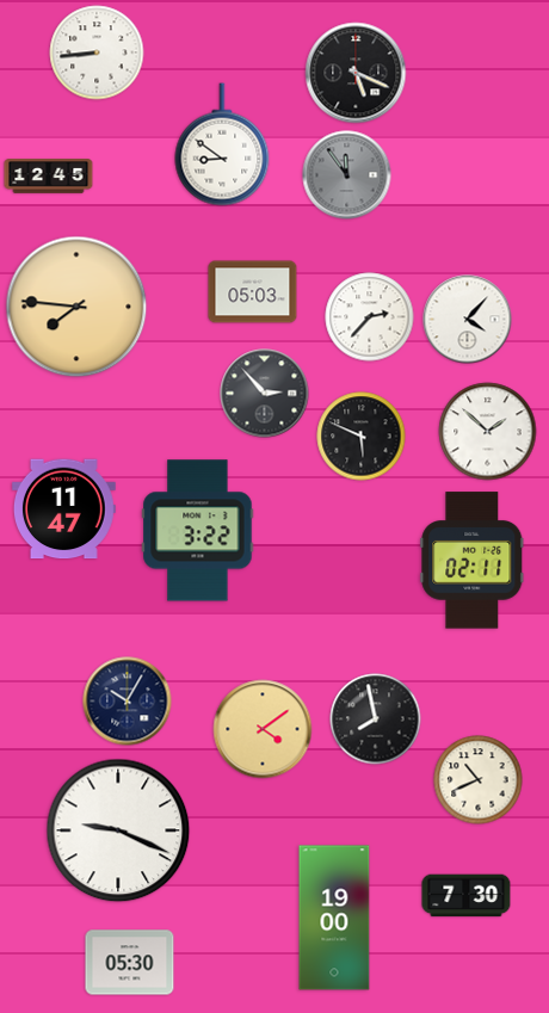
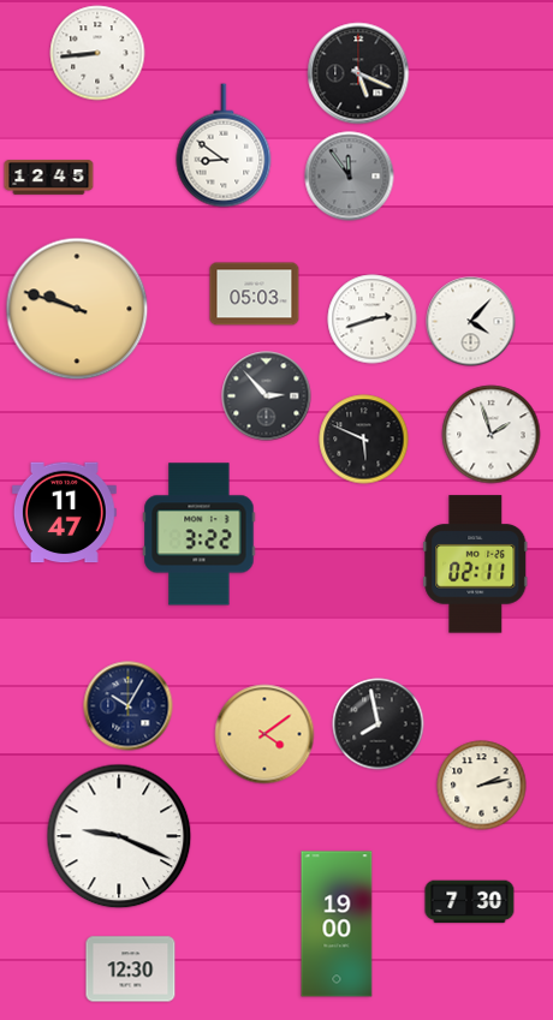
clock at (76, 307): 7:46 -> 9:48
clock at (370, 317): 2:37 -> 2:42
clock at (488, 432): 1:52 -> 1:57
clock at (479, 780): 10:41 -> 2:13
clock at (130, 963): 05:30 -> 12:30
